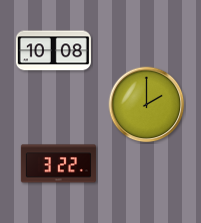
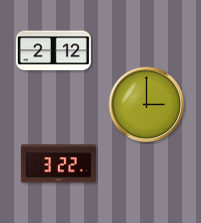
clock at (53, 51): 10:08 -> 2:12
clock at (147, 105): 2:00 -> 3:00
